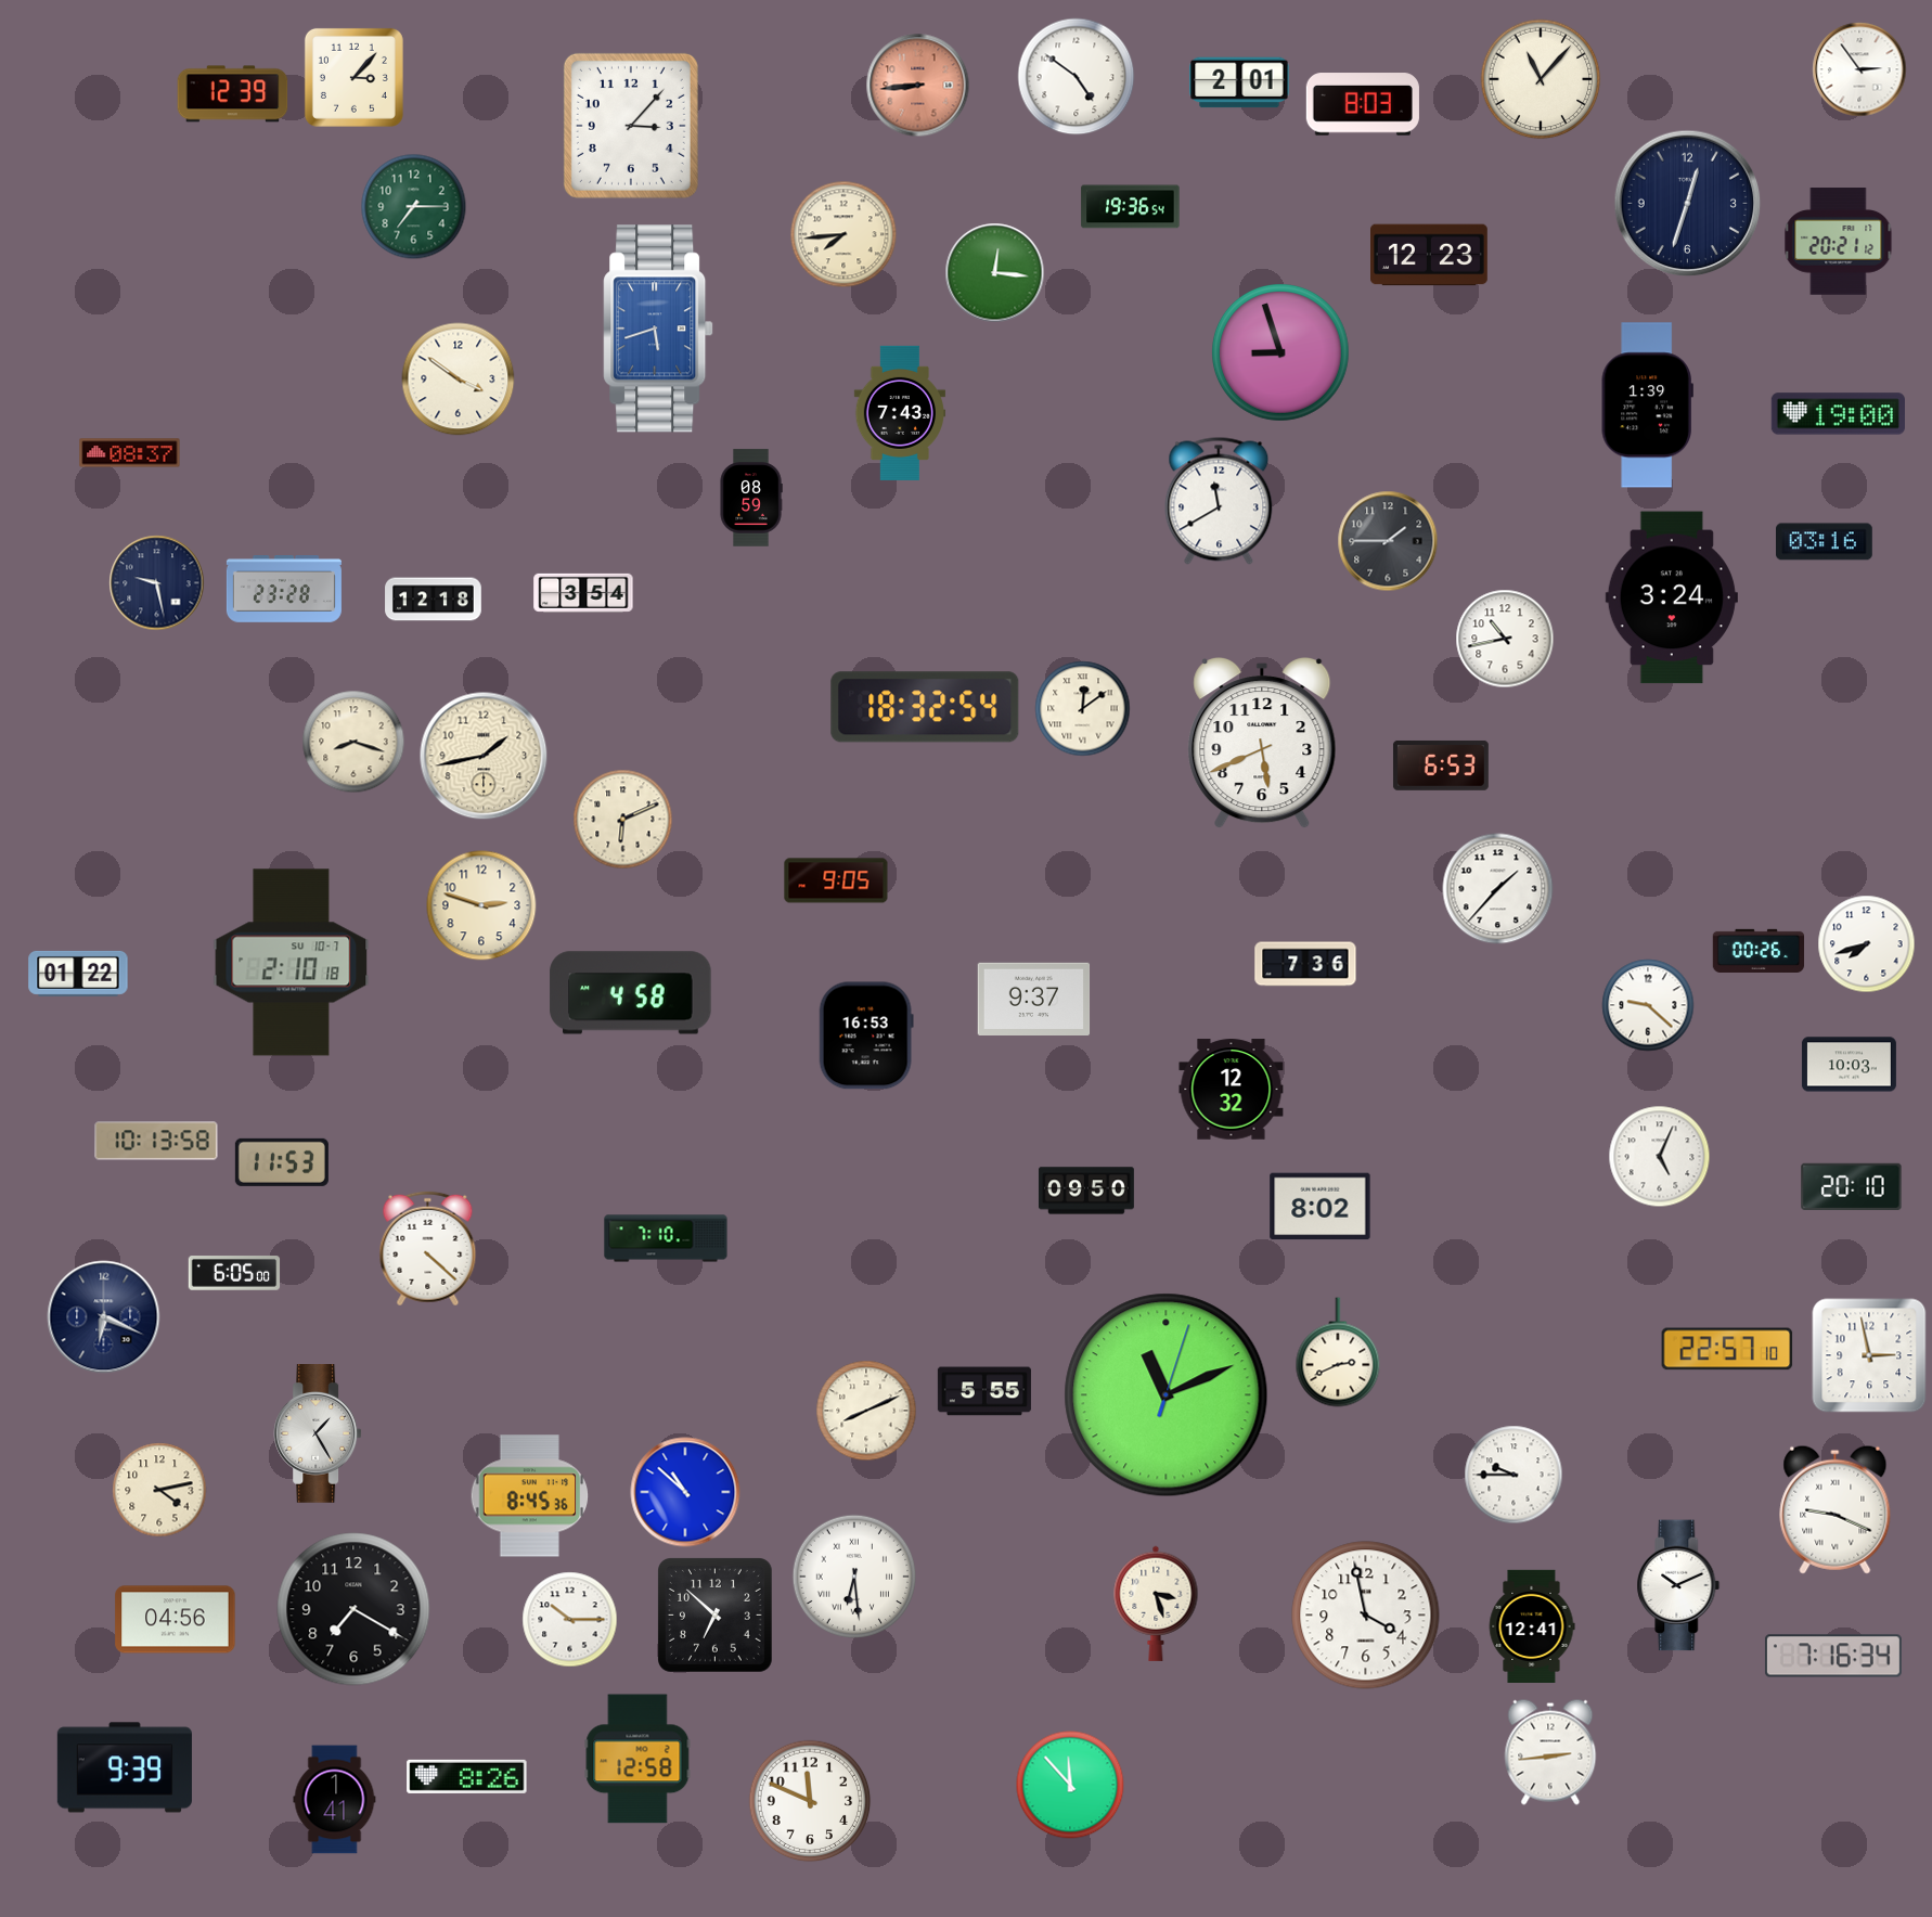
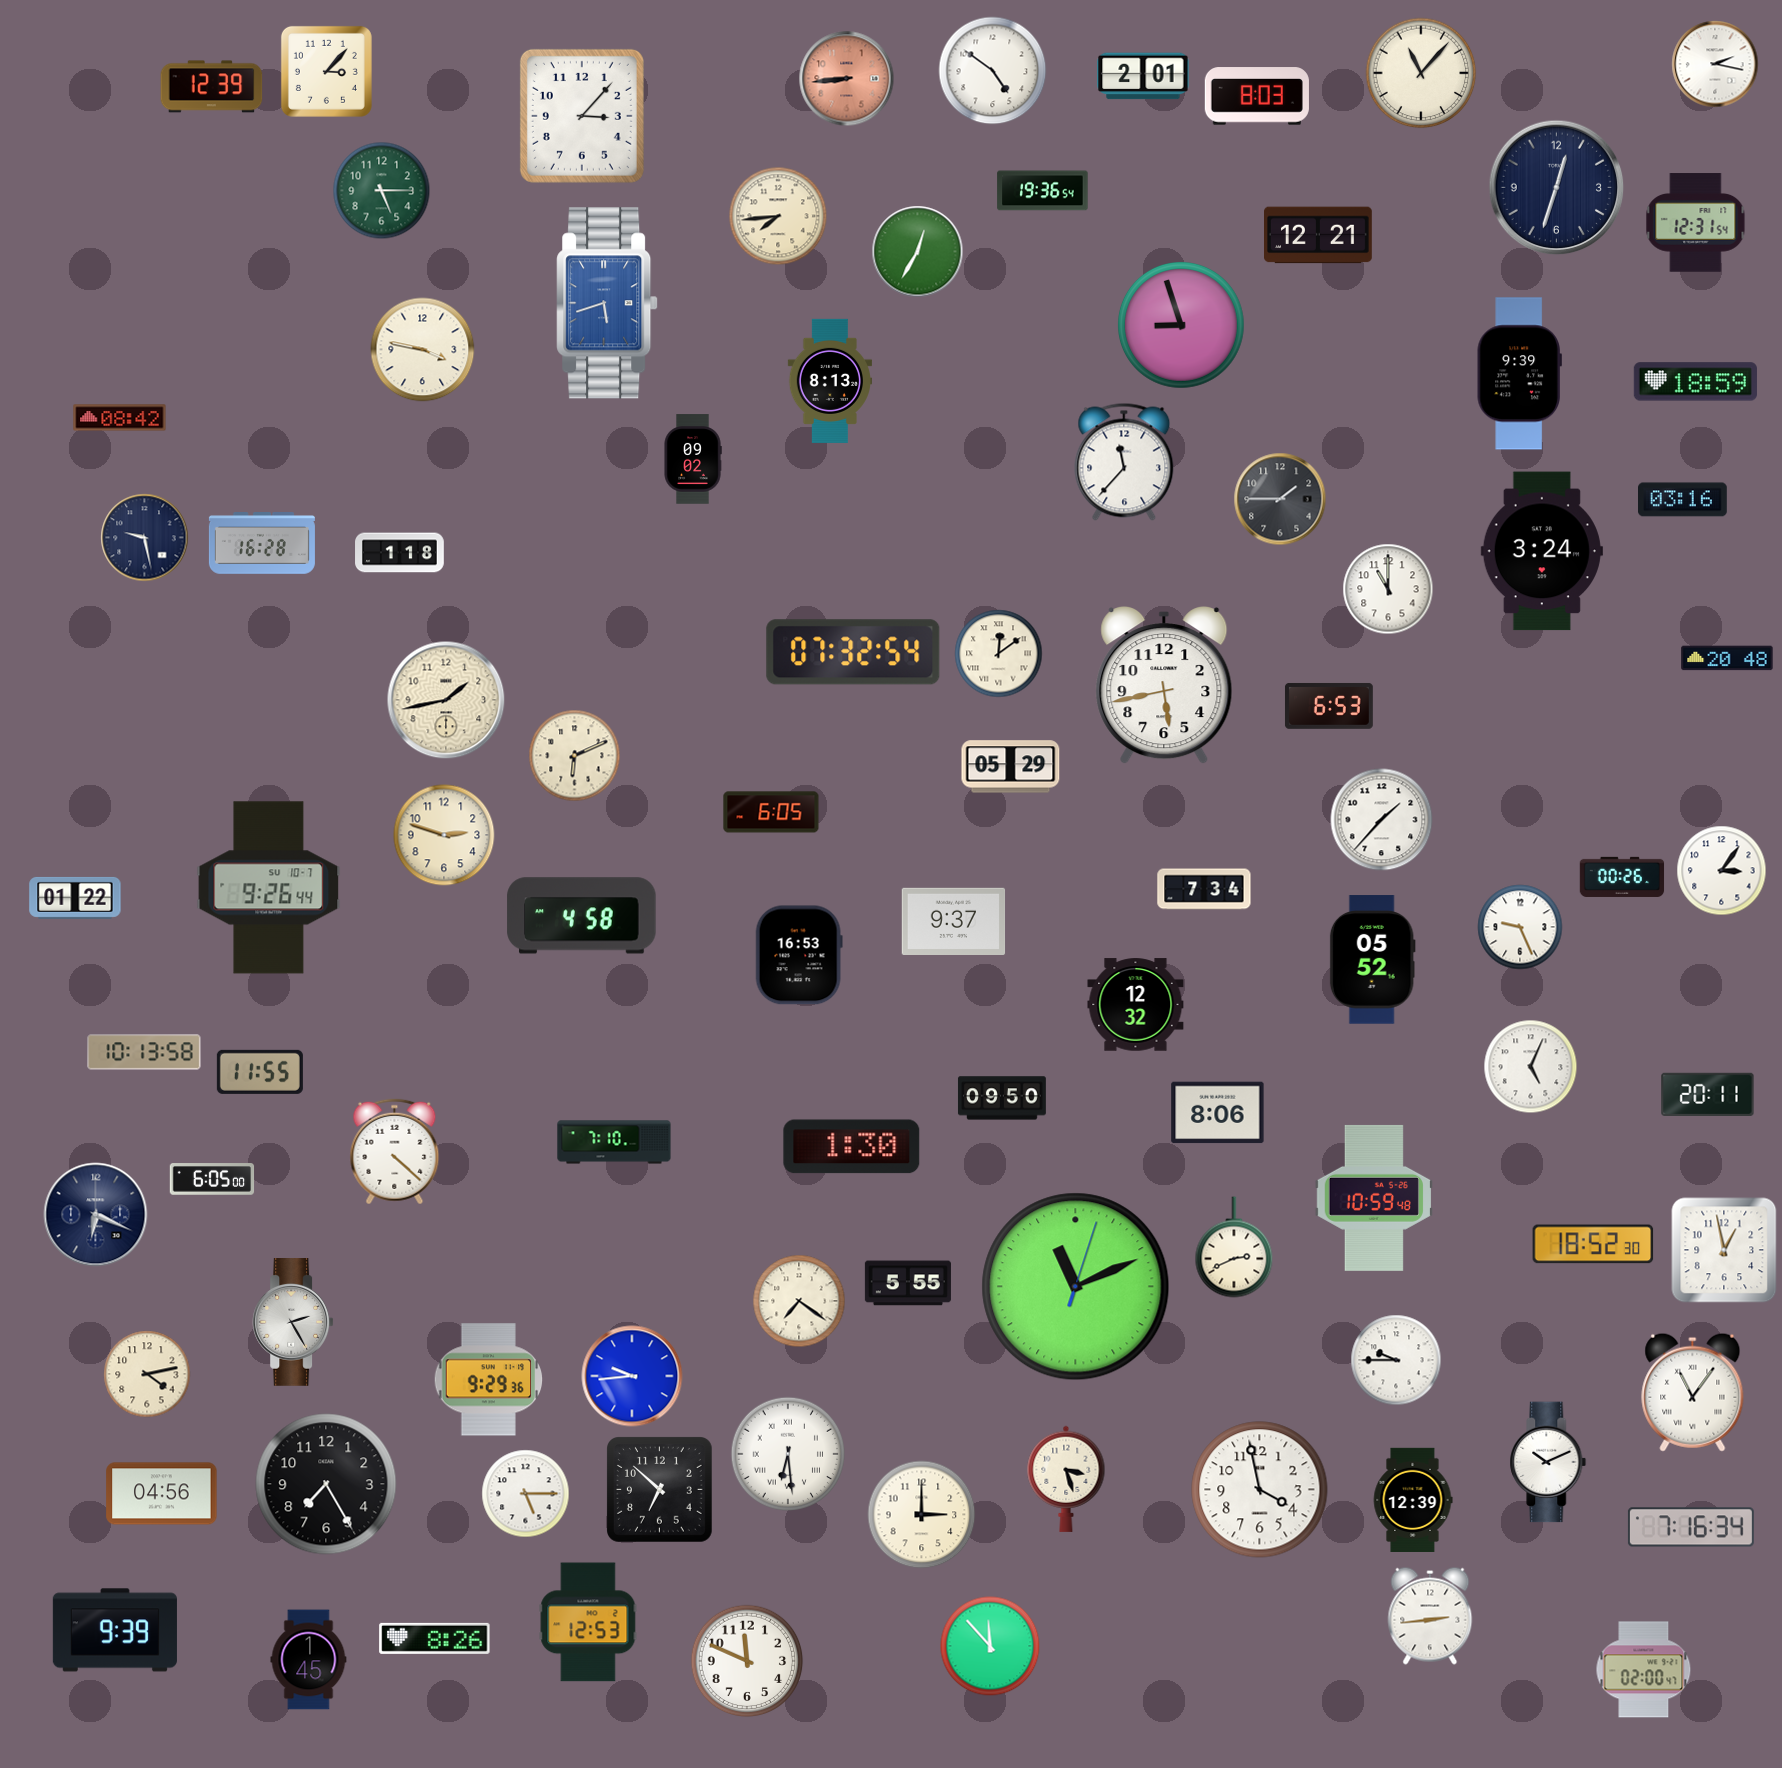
clock at (1859, 69): 2:54 -> 2:17
clock at (233, 94) position: (233, 94) -> (212, 87)
clock at (414, 207): 7:15 -> 5:15
clock at (1839, 242): 20:21 -> 12:31
clock at (1430, 255): 12:23 -> 12:21
clock at (995, 273): 12:16 -> 12:35
clock at (459, 379): 3:51 -> 3:47
clock at (1647, 406): 1:39 -> 9:39
clock at (899, 413): 7:43 -> 8:13
clock at (1838, 414): 19:00 -> 18:59
clock at (130, 453): 08:37 -> 08:42
clock at (751, 498): 08:59 -> 09:02
clock at (1219, 501): 11:40 -> 11:37
clock at (284, 590): 23:28 -> 16:28
clock at (583, 593): 3:54 -> none
clock at (434, 600): 12:18 -> 1:18
clock at (1505, 639): 10:43 -> 11:00
clock at (925, 707): 18:32 -> 07:32
clock at (1727, 658): none -> 20:48
clock at (353, 742): 8:18 -> none
clock at (1262, 744): 5:41 -> 5:43
clock at (484, 756) position: (484, 756) -> (446, 700)
clock at (1011, 767): none -> 05:29
clock at (836, 880): 9:05 -> 6:05
clock at (1867, 944): 7:42 -> 3:06
clock at (292, 963): 2:10 -> 9:26
clock at (1305, 964): 7:36 -> 7:34
clock at (78, 974) position: (78, 974) -> (75, 898)
clock at (1648, 1005): 9:22 -> 9:26
clock at (1372, 960): none -> 05:52
clock at (1849, 1065): 10:03 -> none
clock at (282, 1162): 11:53 -> 11:55
clock at (1852, 1187): 20:10 -> 20:11
clock at (1321, 1207): 8:02 -> 8:06
clock at (852, 1147): none -> 1:30
clock at (234, 1273) position: (234, 1273) -> (212, 1179)
clock at (1374, 1198): none -> 10:59
clock at (1727, 1349): 22:57 -> 18:52
clock at (1869, 1355): 2:58 -> 12:58
clock at (866, 1411): 8:11 -> 7:21
clock at (318, 1434): 1:25 -> 2:25
clock at (685, 1492): 10:52 -> 9:44
clock at (530, 1496): 8:45 -> 9:29
clock at (1836, 1509): 9:19 -> 11:06
clock at (353, 1609): 7:20 -> 7:25
clock at (570, 1620): 10:15 -> 5:15
clock at (1532, 1625): 12:41 -> 12:39
clock at (922, 1515): none -> 3:00
clock at (637, 1759): 12:58 -> 12:53
clock at (467, 1776) position: (467, 1776) -> (435, 1638)
clock at (1070, 1785) position: (1070, 1785) -> (990, 1646)
clock at (335, 1800): 1:41 -> 1:45
clock at (1644, 1670): none -> 02:00
